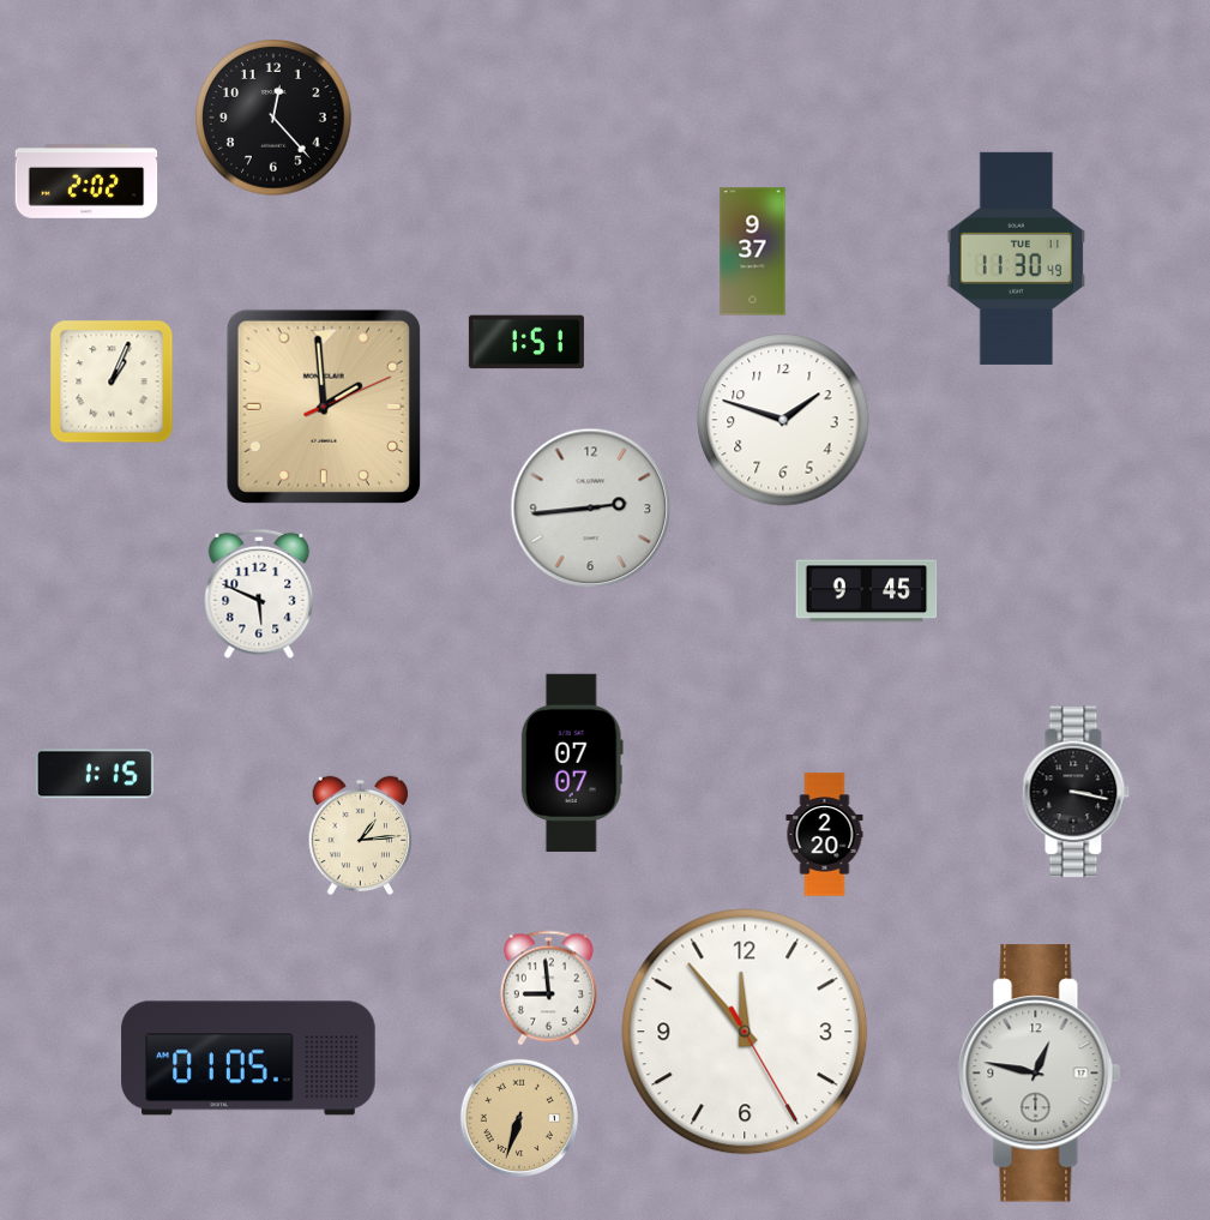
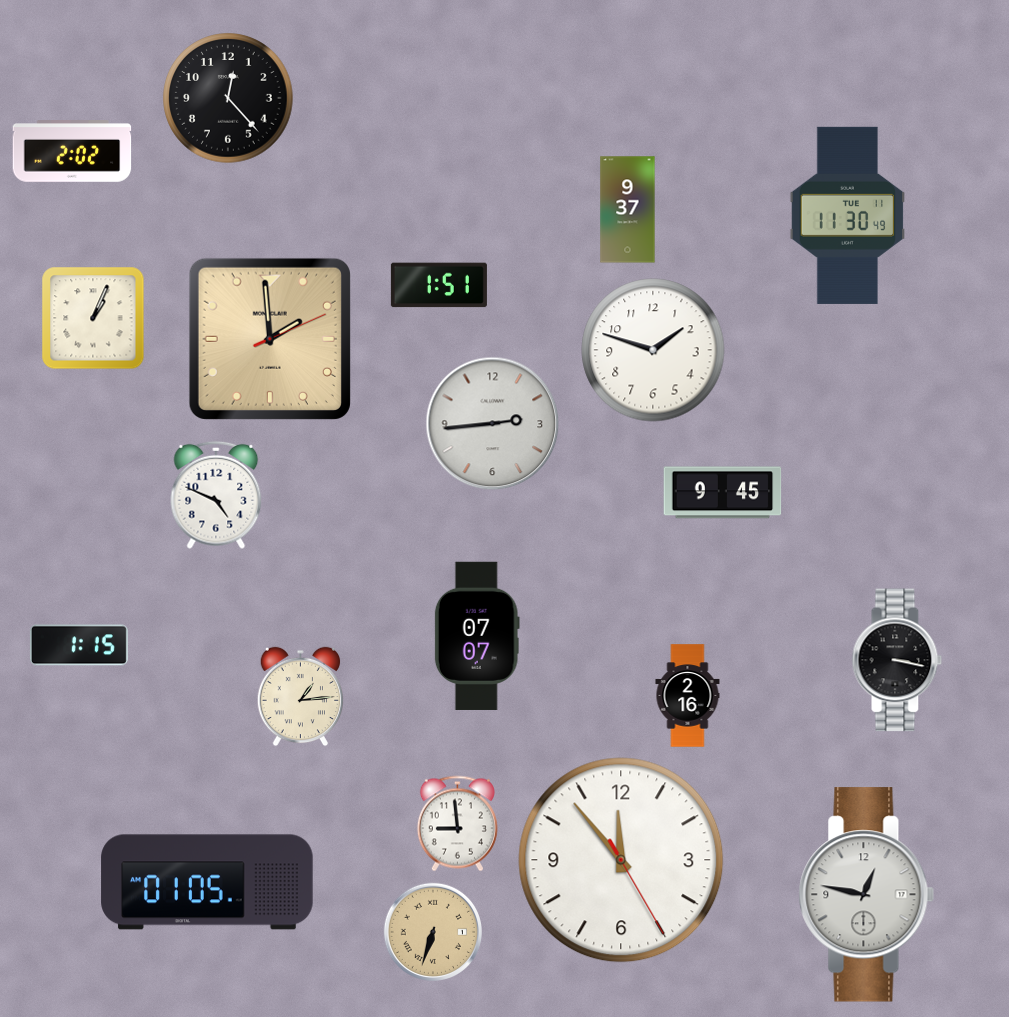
clock at (259, 594): 5:49 -> 4:49
clock at (825, 835): 2:20 -> 2:16
